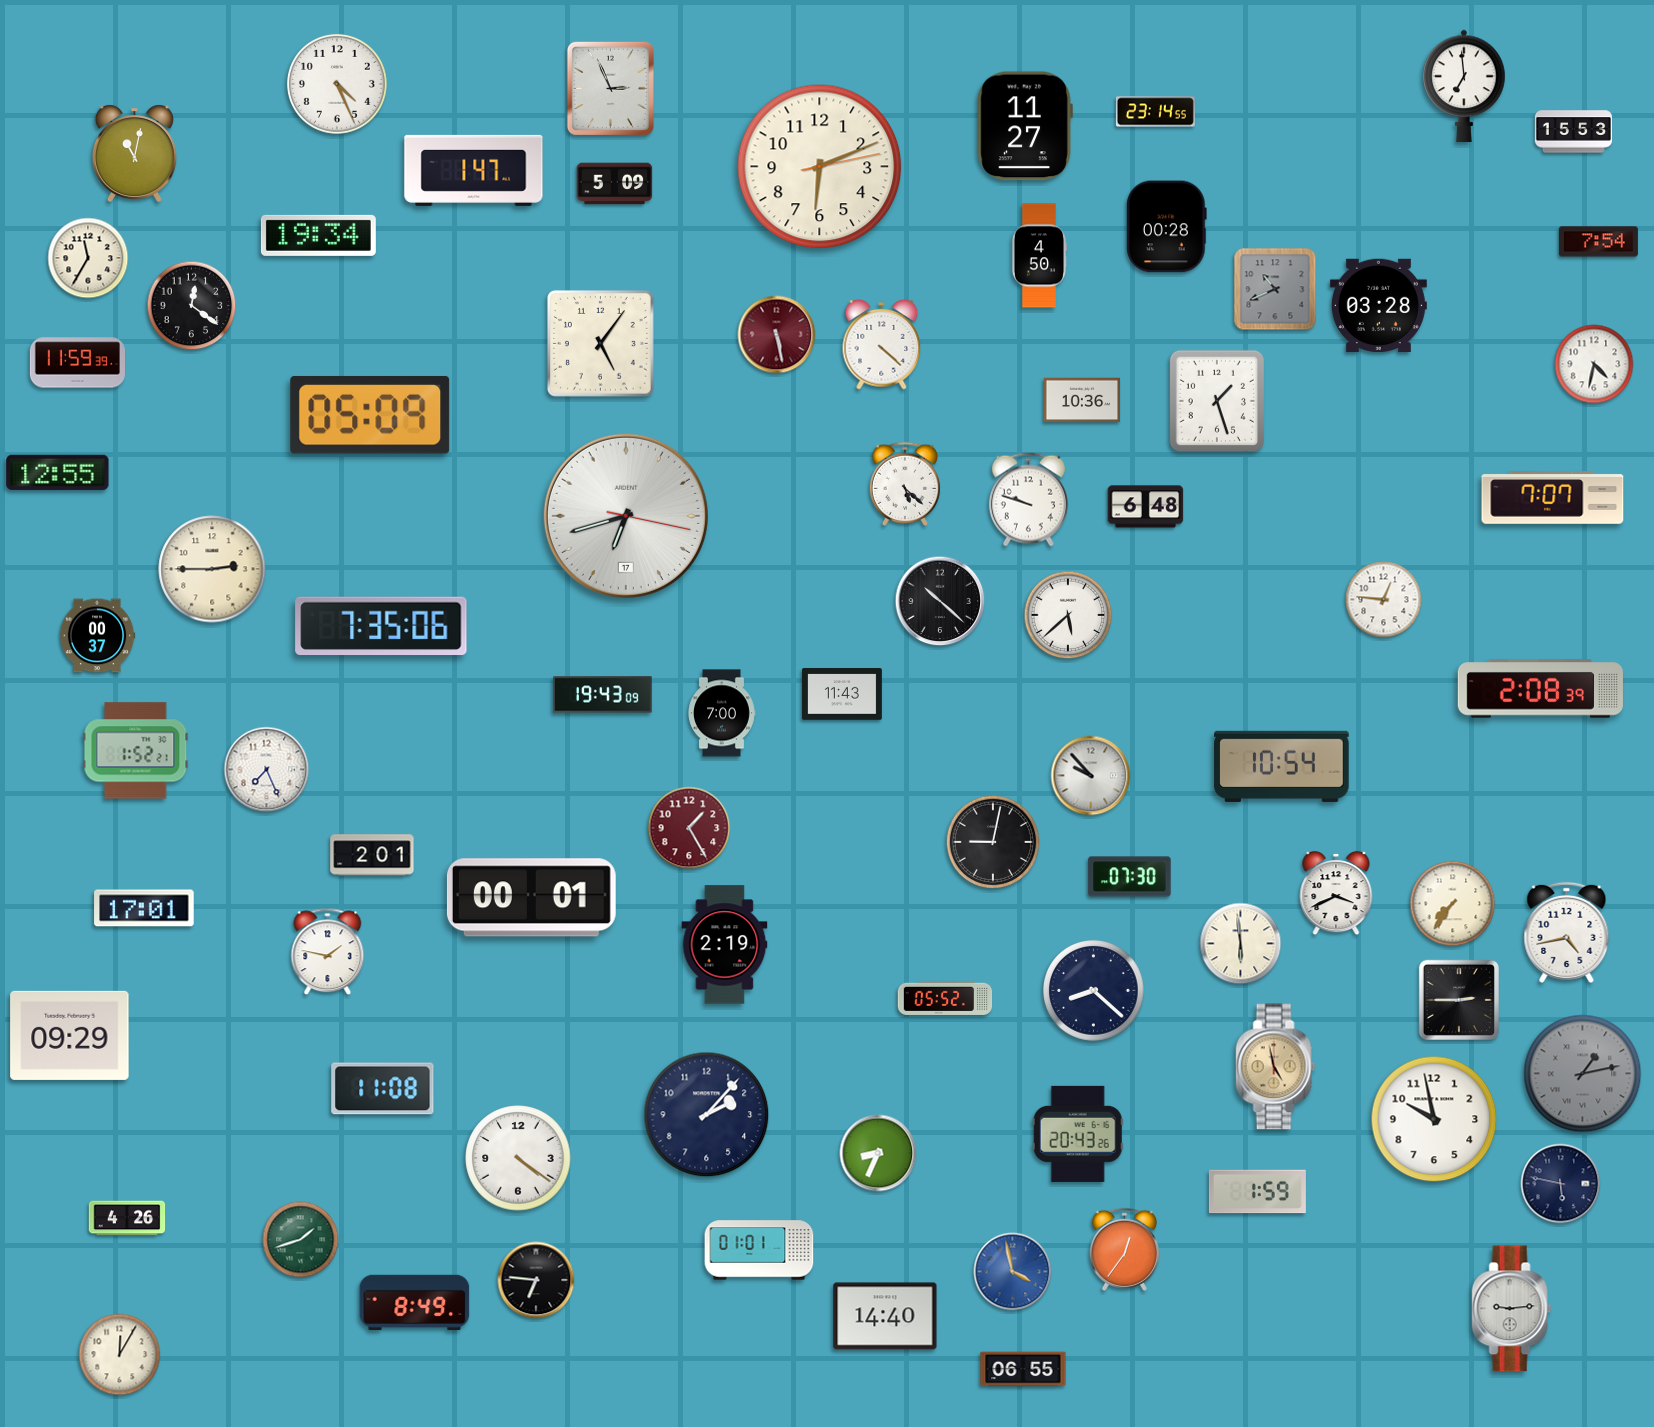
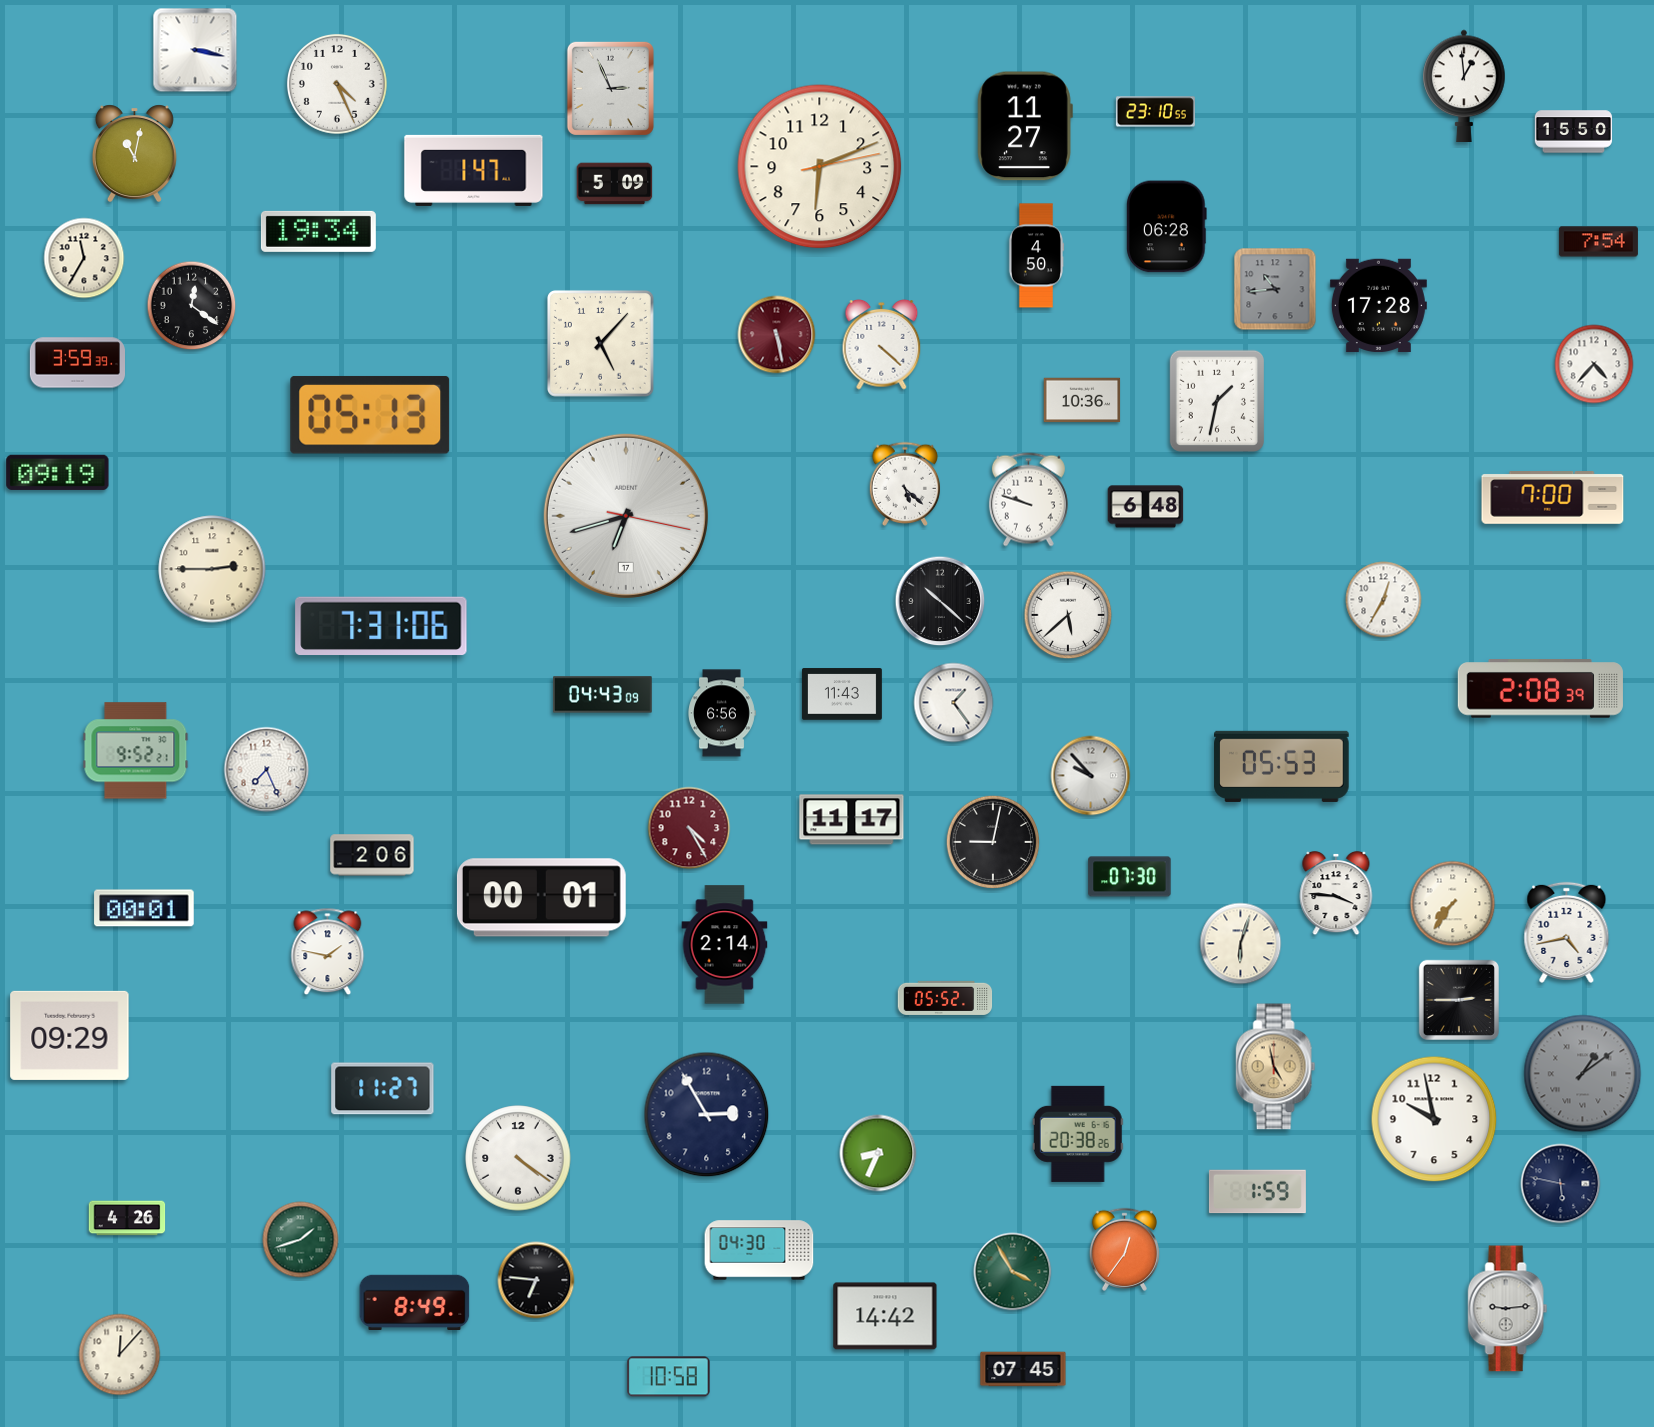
clock at (195, 50): none -> 3:17
clock at (1464, 85): 6:59 -> 12:59
clock at (1155, 112): 23:14 -> 23:10
clock at (1574, 132): 15:53 -> 15:50
clock at (1167, 227): 00:28 -> 06:28
clock at (318, 235) position: (318, 235) -> (318, 231)
clock at (1039, 256) position: (1039, 256) -> (1036, 256)
clock at (88, 258) position: (88, 258) -> (84, 258)
clock at (1275, 289): 10:41 -> 10:44
clock at (1378, 306): 03:28 -> 17:28
clock at (600, 343): 5:06 -> 5:07
clock at (77, 363): 11:59 -> 3:59
clock at (1594, 364): 4:32 -> 4:37
clock at (1217, 401): 1:27 -> 1:32
clock at (370, 415): 05:09 -> 05:13
clock at (58, 472): 12:55 -> 09:19
clock at (1553, 498): 7:07 -> 7:00
clock at (1384, 600): 12:46 -> 12:35
clock at (381, 626): 7:35 -> 7:31
clock at (97, 636): 00:37 -> none
clock at (603, 695): 19:43 -> 04:43
clock at (954, 703): none -> 1:24
clock at (722, 713): 7:00 -> 6:56
clock at (136, 751): 1:52 -> 9:52
clock at (1282, 766): 10:54 -> 05:53
clock at (852, 820): none -> 11:17
clock at (689, 828): 1:25 -> 4:25
clock at (372, 855): 2:01 -> 2:06
clock at (1336, 893): 3:41 -> 3:46
clock at (531, 898) position: (531, 898) -> (541, 898)
clock at (144, 908): 17:01 -> 00:01
clock at (1241, 944): 5:59 -> 6:03
clock at (725, 945): 2:19 -> 2:14
clock at (1094, 991): 8:22 -> none
clock at (1583, 1074): 1:13 -> 1:09
clock at (383, 1089): 11:08 -> 11:27
clock at (707, 1115): 2:07 -> 2:55
clock at (1078, 1134): 20:43 -> 20:38
clock at (759, 1250): 01:01 -> 04:30
clock at (1013, 1272): 3:58 -> 3:55
clock at (1013, 1272) dial: blue -> green
clock at (1512, 1309) position: (1512, 1309) -> (1508, 1309)
clock at (885, 1316): 14:40 -> 14:42
clock at (120, 1355): 12:05 -> 12:07
clock at (1023, 1369): 06:55 -> 07:45
clock at (669, 1377): none -> 10:58
